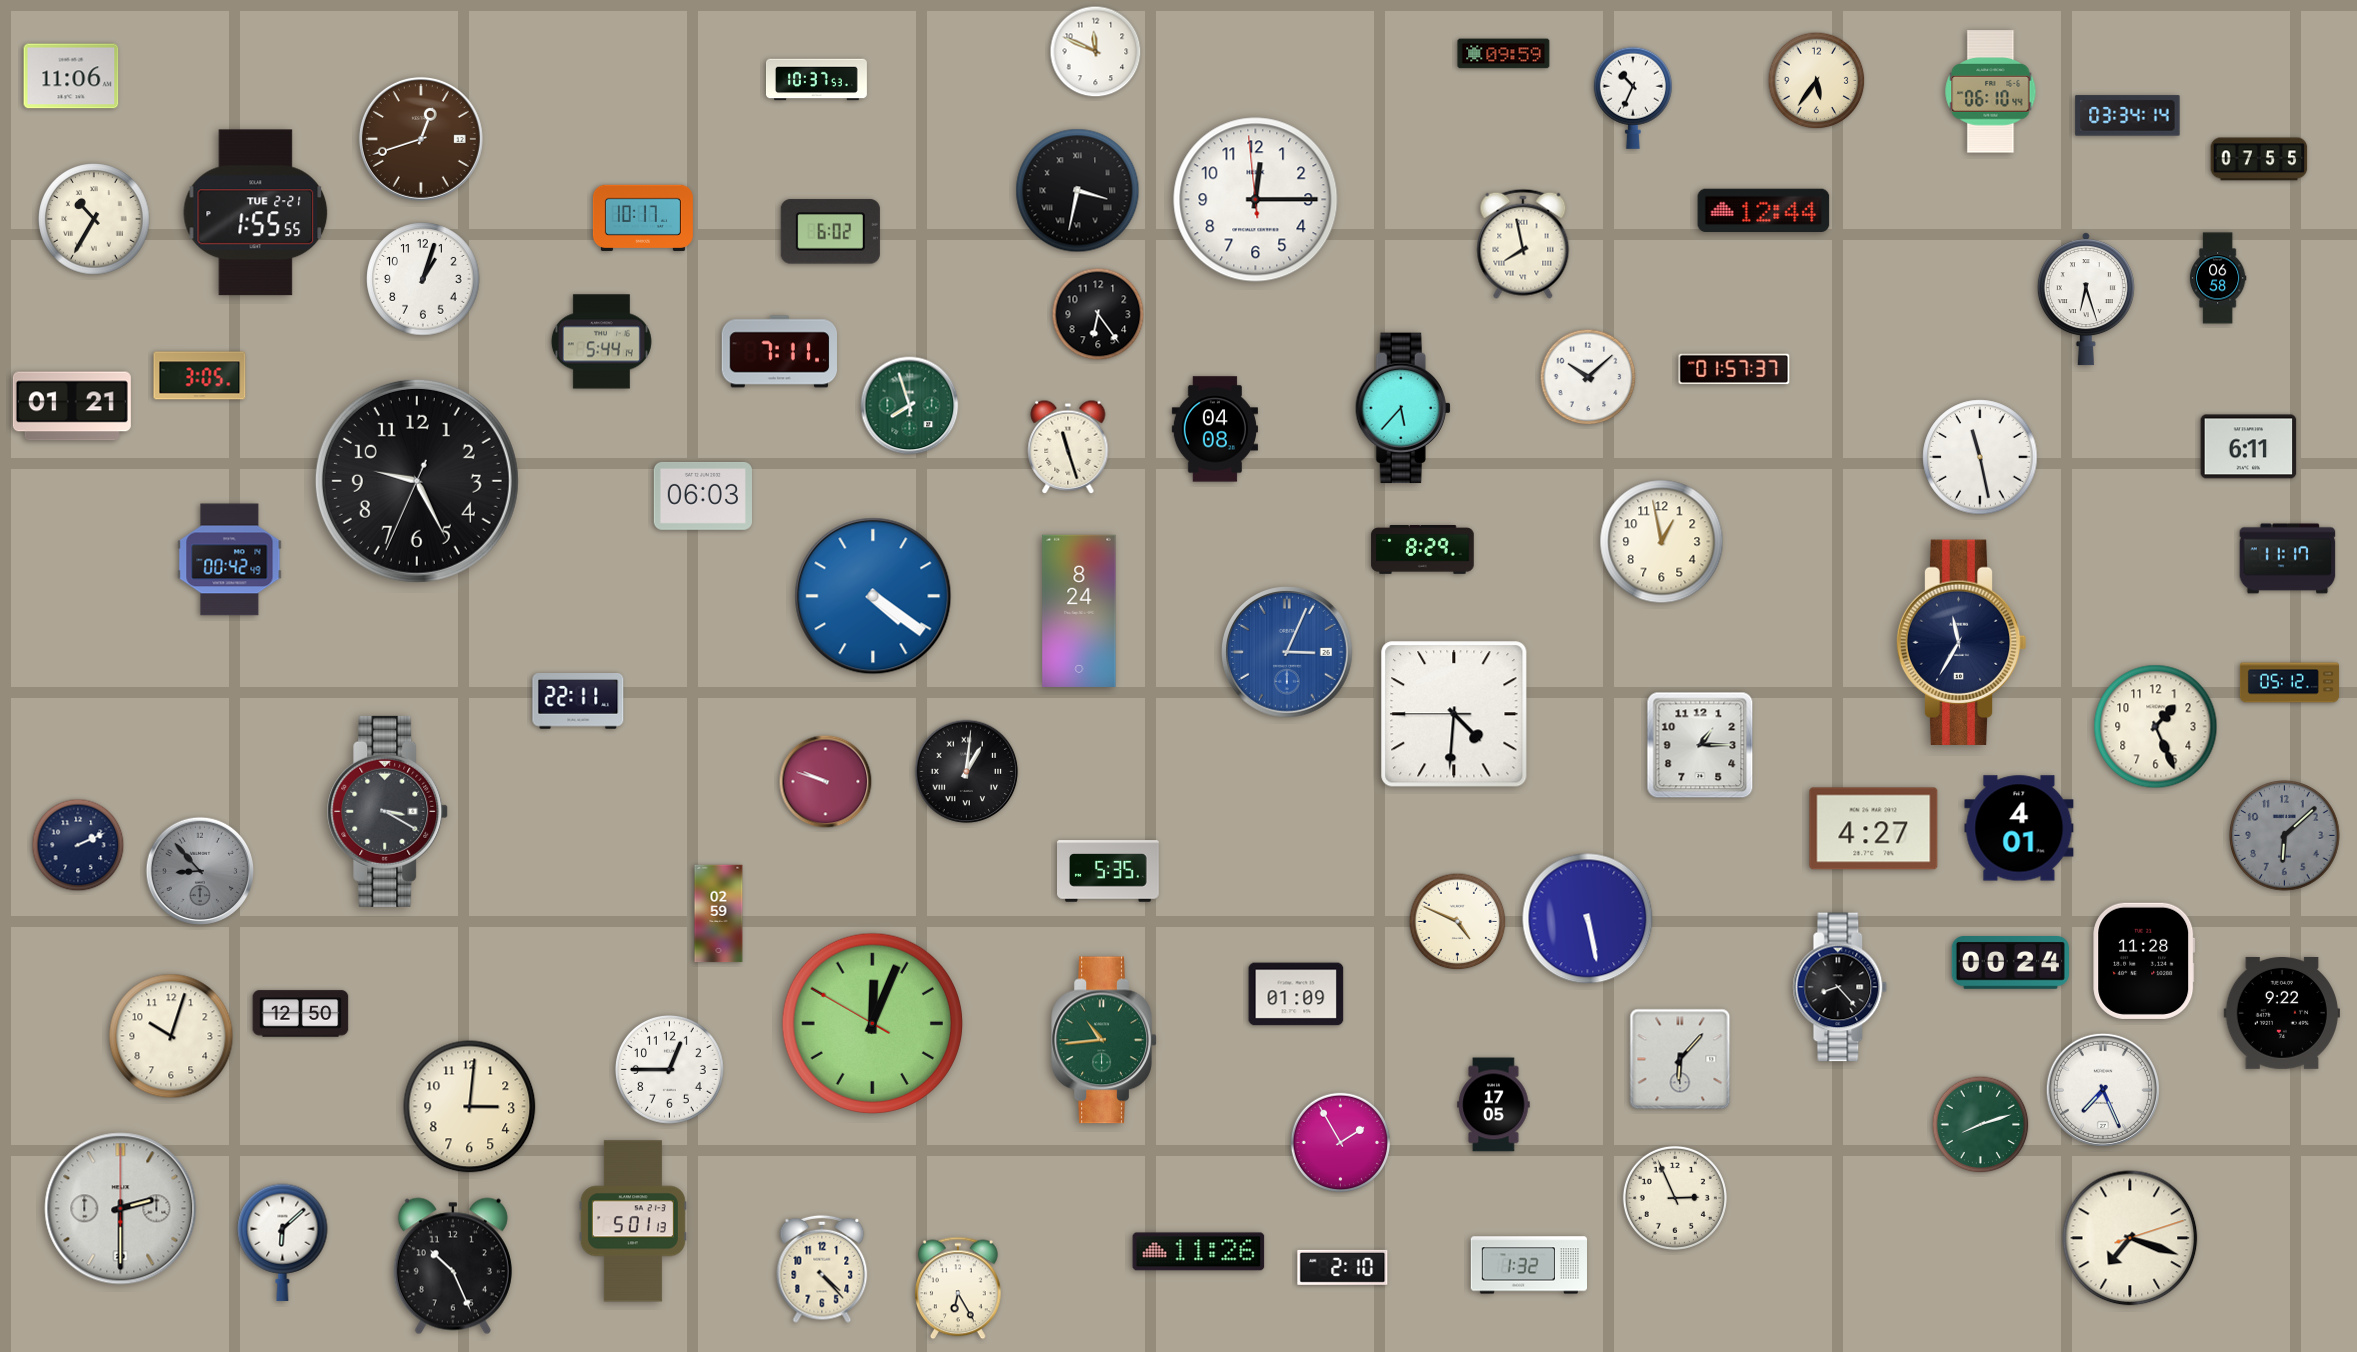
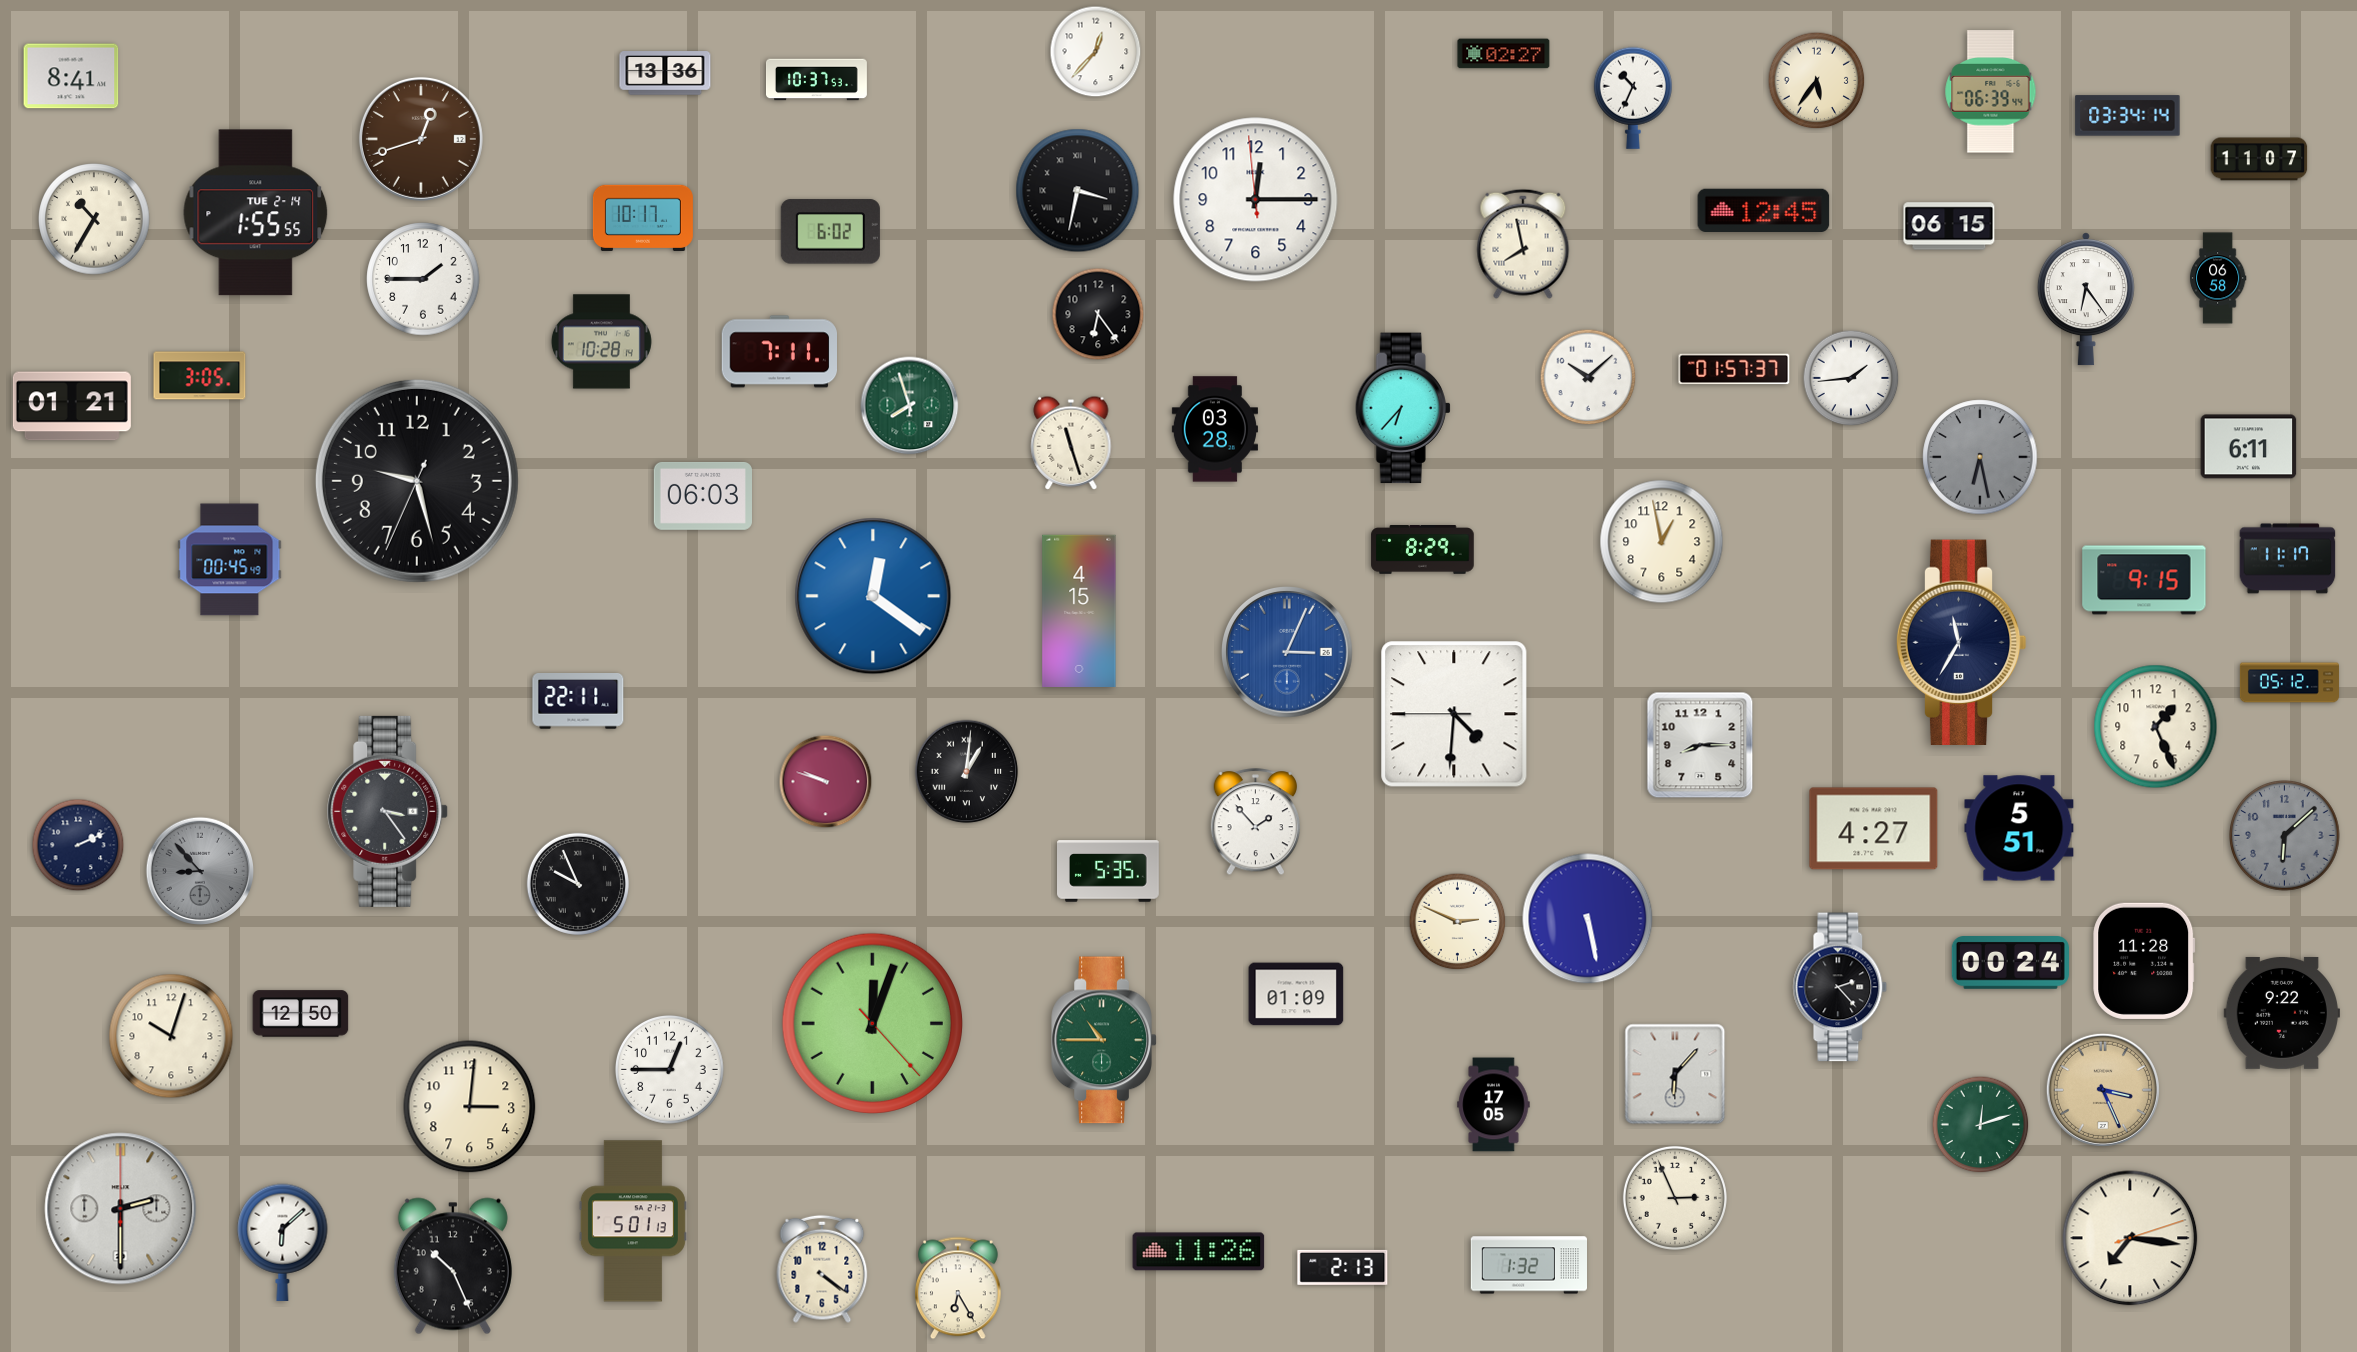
clock at (1096, 52): 11:49 -> 12:37
clock at (1504, 54): 09:59 -> 02:27
clock at (665, 73): none -> 13:36
clock at (71, 76): 11:06 -> 8:41
clock at (1991, 92): 06:10 -> 06:39
clock at (2259, 159): 07:55 -> 11:07
clock at (1764, 211): 12:44 -> 12:45
clock at (256, 213) date: TUE 2-21 -> TUE 2-14
clock at (1949, 226): none -> 06:15
clock at (423, 279): 1:03 -> 1:45
clock at (2086, 299): 6:27 -> 6:24
clock at (601, 342): 5:44 -> 10:28
clock at (1851, 378): none -> 1:44
clock at (1403, 408): 5:37 -> 6:37
clock at (1215, 429): 04:08 -> 03:28
clock at (1068, 447) position: (1068, 447) -> (1071, 443)
clock at (1980, 457): 11:28 -> 6:28
clock at (1980, 457) dial: white -> grey
clock at (417, 481): 9:25 -> 9:27
clock at (230, 560): 00:42 -> 00:45
clock at (2144, 580): none -> 9:15
clock at (873, 596): 4:21 -> 12:21
clock at (1079, 610): 8:24 -> 4:15
clock at (1700, 745): 1:15 -> 8:15
clock at (388, 811): 3:20 -> 3:24
clock at (1255, 822): none -> 1:53
clock at (2019, 828): 4:01 -> 5:51
clock at (578, 884): none -> 9:56
clock at (719, 914): 02:59 -> none
clock at (1458, 922): 4:49 -> 2:49
clock at (1840, 987): 8:23 -> 2:23
clock at (872, 1023): 12:03:50 -> 12:03:23
clock at (1104, 1040): 10:44 -> 10:45
clock at (1680, 1059) position: (1680, 1059) -> (1675, 1074)
clock at (2103, 1090): 7:26 -> 3:26
clock at (2103, 1090) dial: white -> champagne
clock at (1981, 1125): 8:12 -> 12:12
clock at (1341, 1143): 1:55 -> none
clock at (2130, 1238): 7:18 -> 7:16
clock at (1343, 1267): 2:10 -> 2:13
clock at (822, 1269): 4:23 -> 4:21
